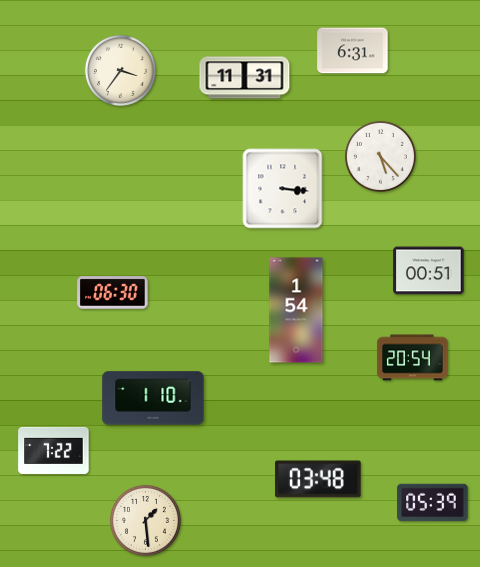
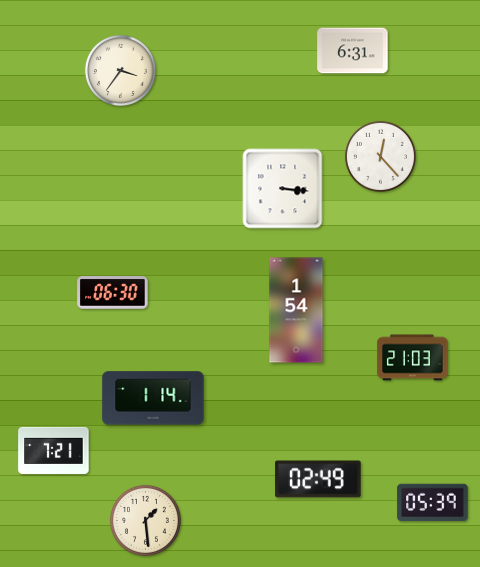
clock at (245, 78): 11:31 -> none
clock at (380, 156): 5:23 -> 12:23
clock at (429, 271): 00:51 -> none
clock at (413, 358): 20:54 -> 21:03
clock at (153, 398): 1:10 -> 1:14
clock at (54, 450): 7:22 -> 7:21
clock at (318, 479): 03:48 -> 02:49
